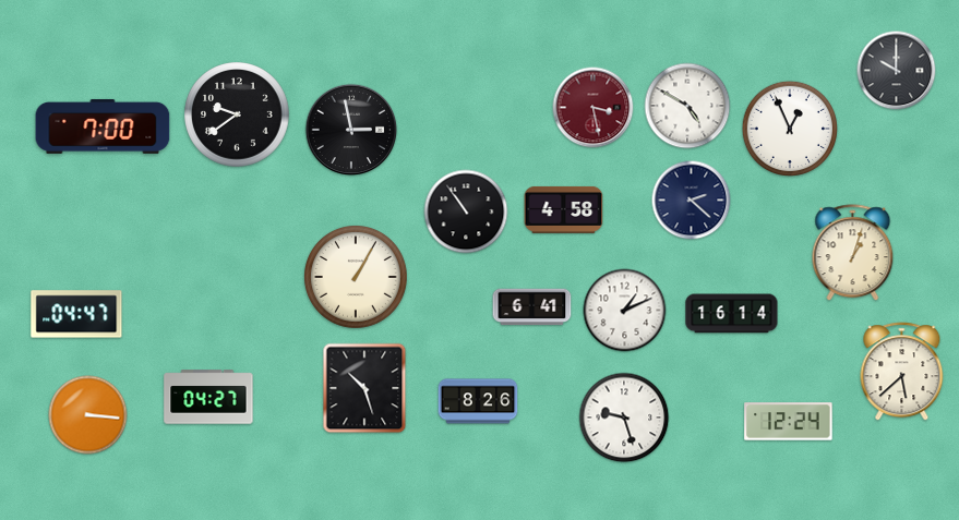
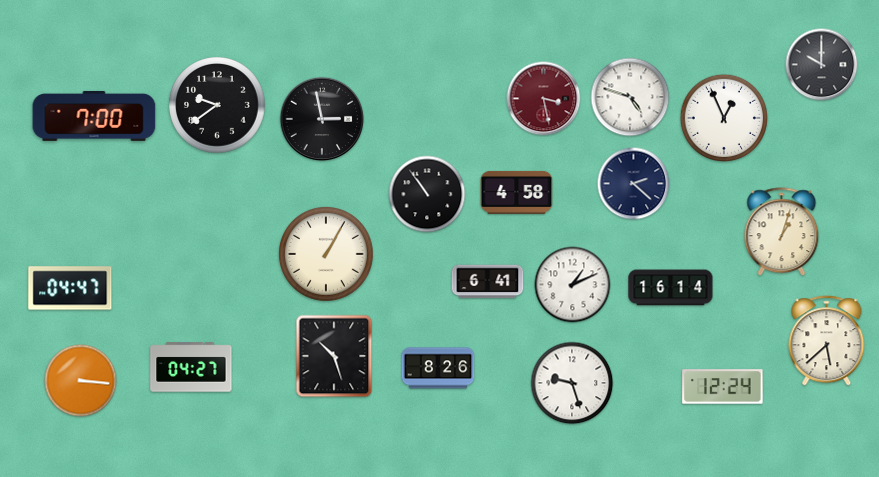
clock at (687, 106): 4:50 -> 4:48
clock at (208, 397) position: (208, 397) -> (191, 367)
